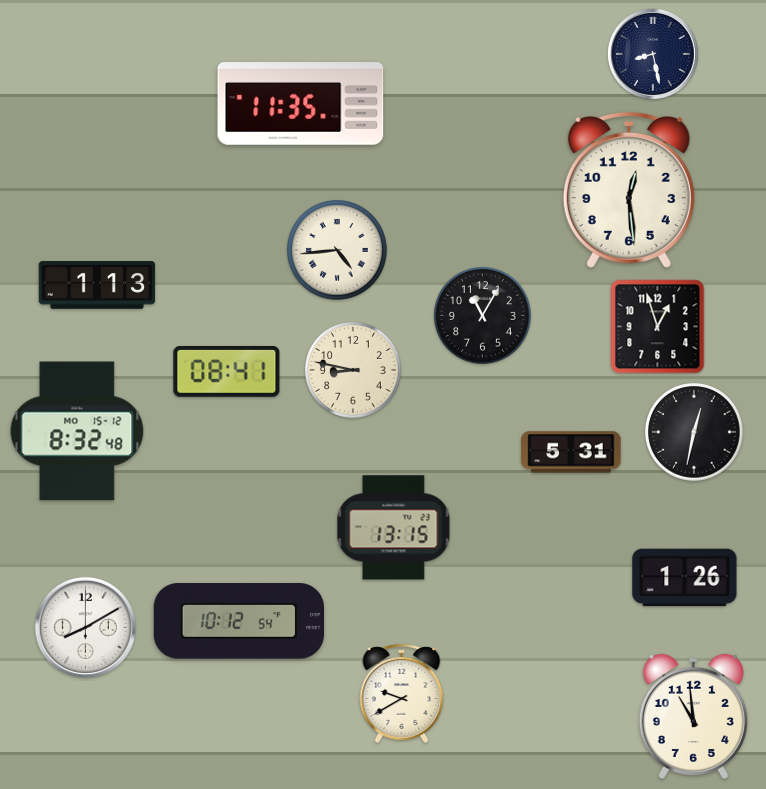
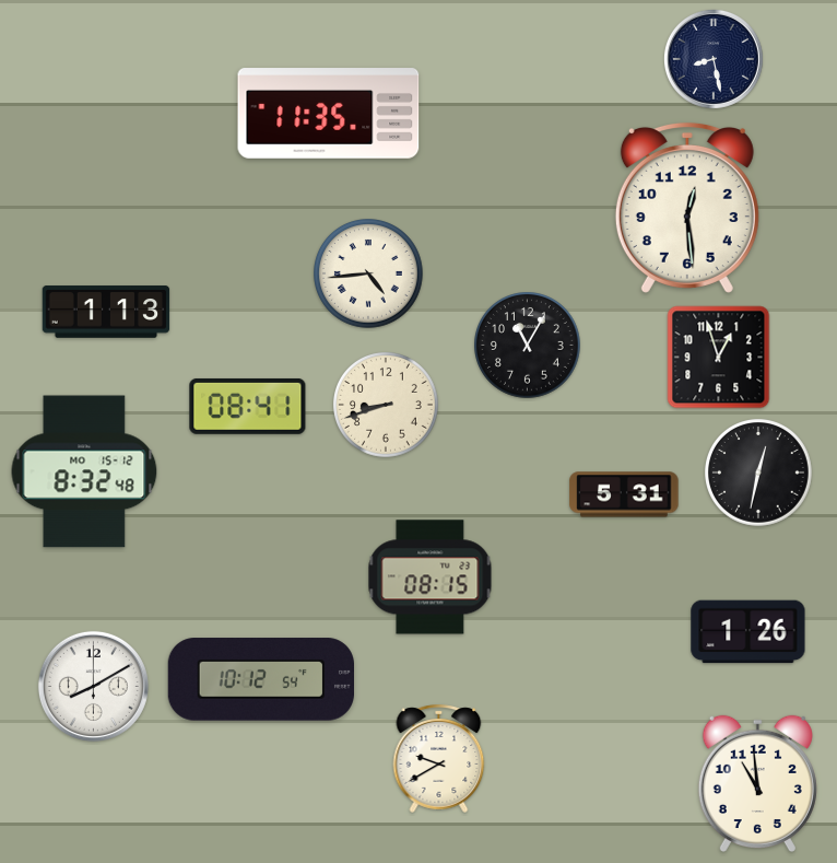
clock at (354, 371): 8:47 -> 8:42
clock at (394, 528): 13:15 -> 08:15
